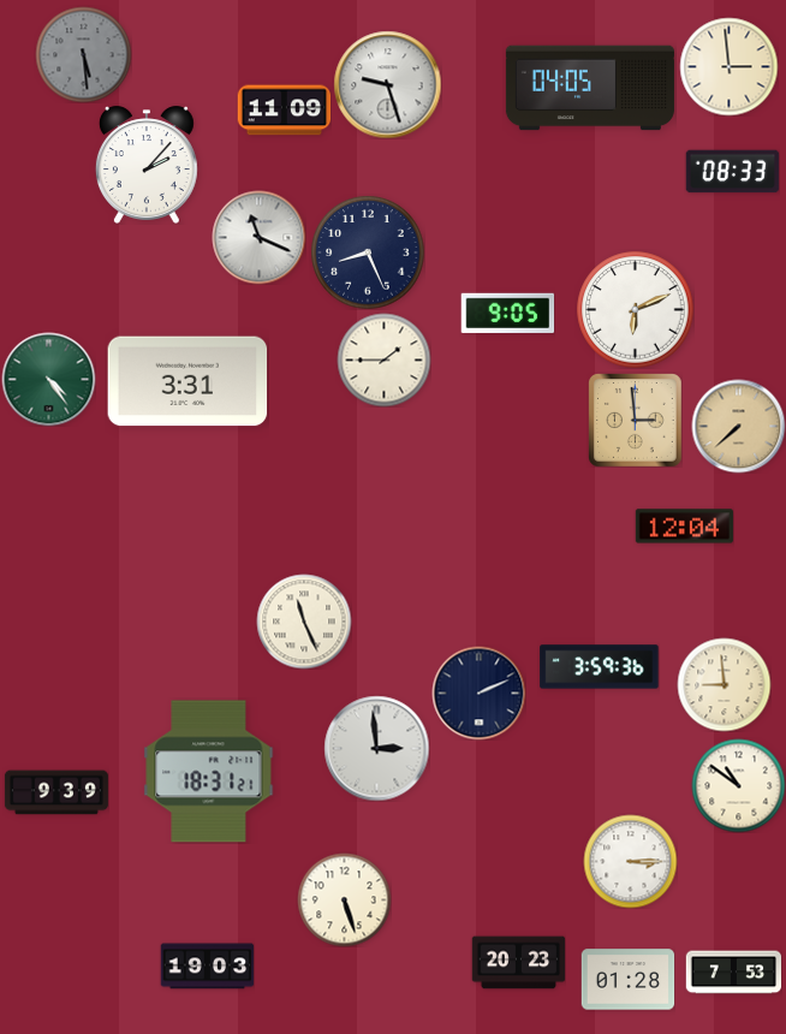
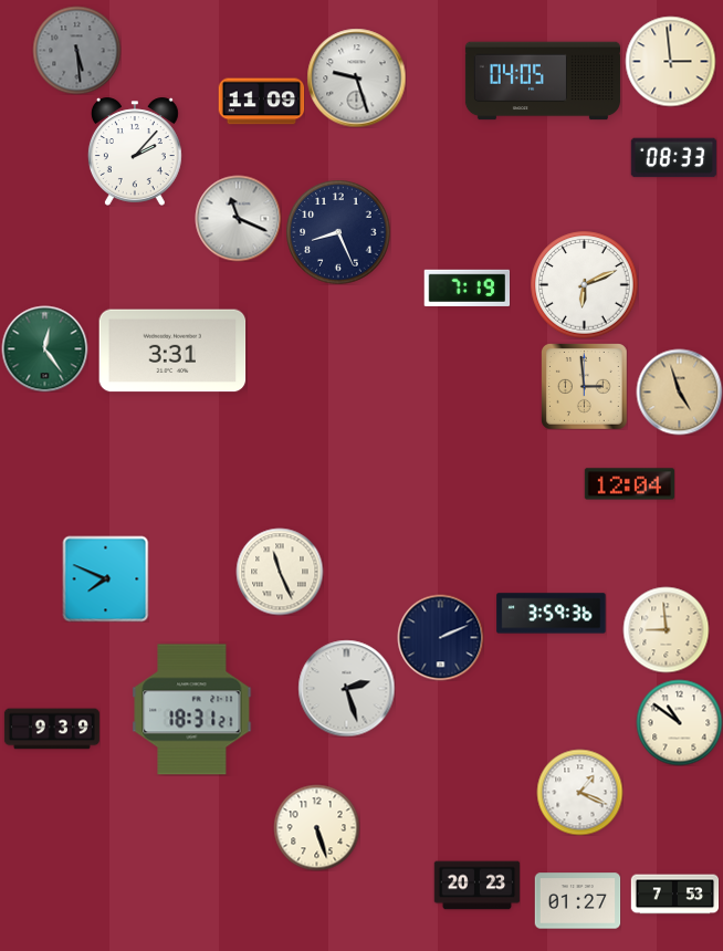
clock at (507, 313): 9:05 -> 7:19
clock at (383, 359): 1:45 -> none
clock at (48, 379): 4:24 -> 12:24
clock at (738, 426): 7:38 -> 4:57
clock at (105, 578): none -> 7:49
clock at (376, 748): 2:59 -> 2:27
clock at (630, 861): 3:15 -> 1:19
clock at (207, 967): 19:03 -> none
clock at (627, 980): 01:28 -> 01:27
